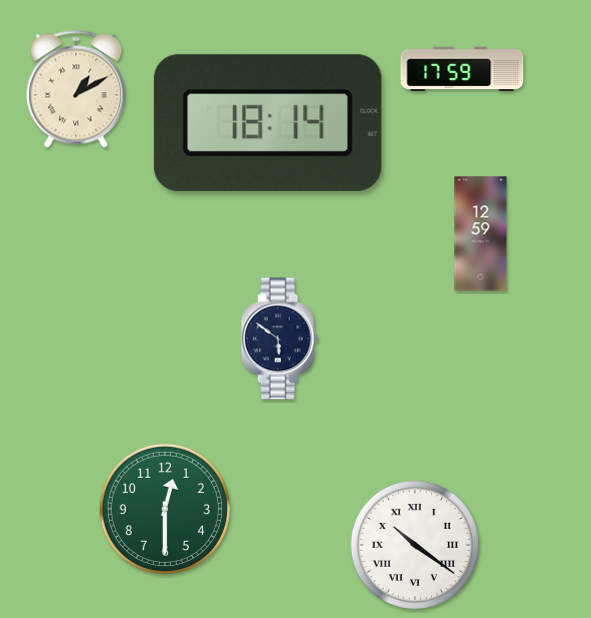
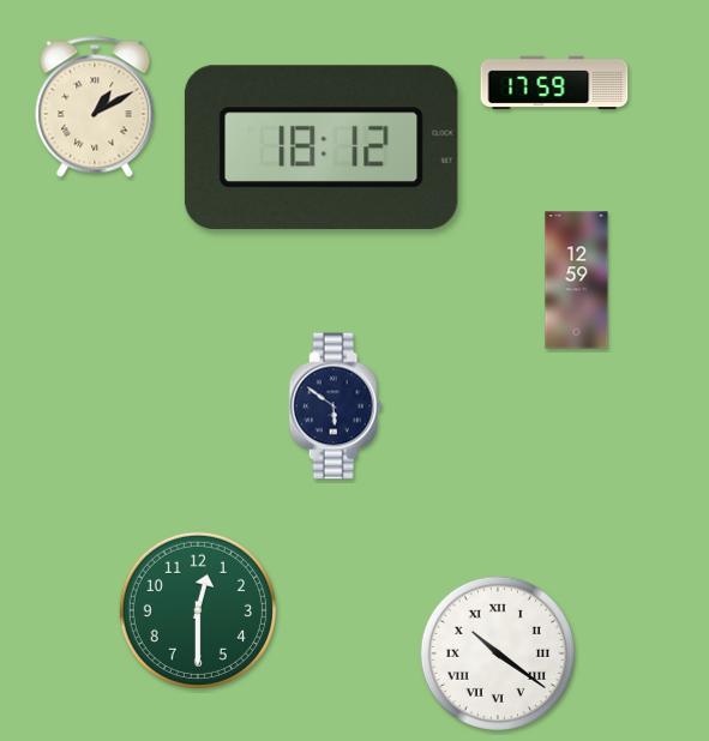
clock at (76, 89) position: (76, 89) -> (95, 107)
clock at (268, 123): 18:14 -> 18:12
